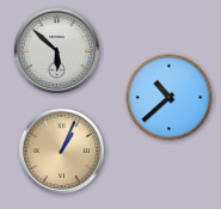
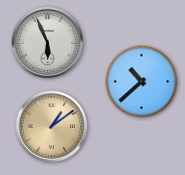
clock at (56, 50): 5:52 -> 5:56
clock at (61, 150): 1:04 -> 1:09
